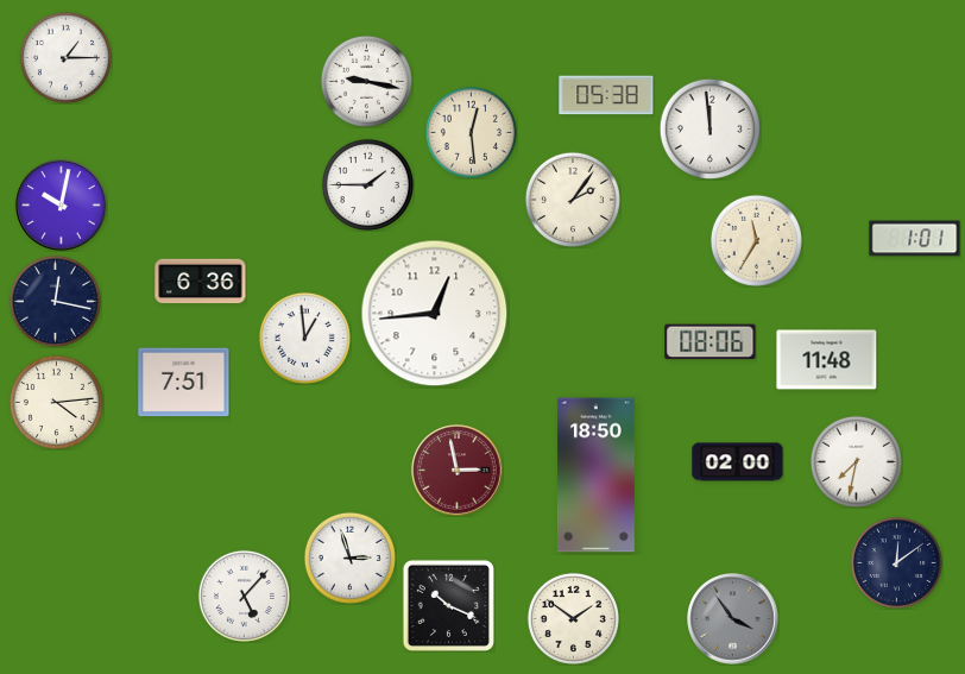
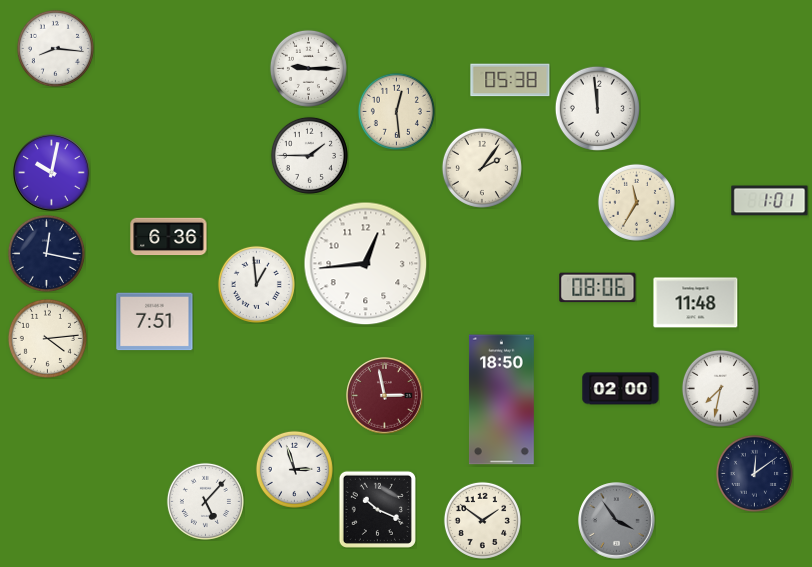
clock at (65, 57): 1:15 -> 8:16
clock at (366, 81): 9:17 -> 9:15
